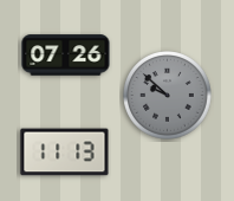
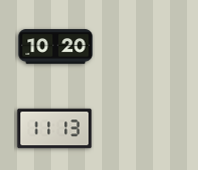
clock at (66, 56): 07:26 -> 10:20
clock at (168, 96): 9:52 -> none
